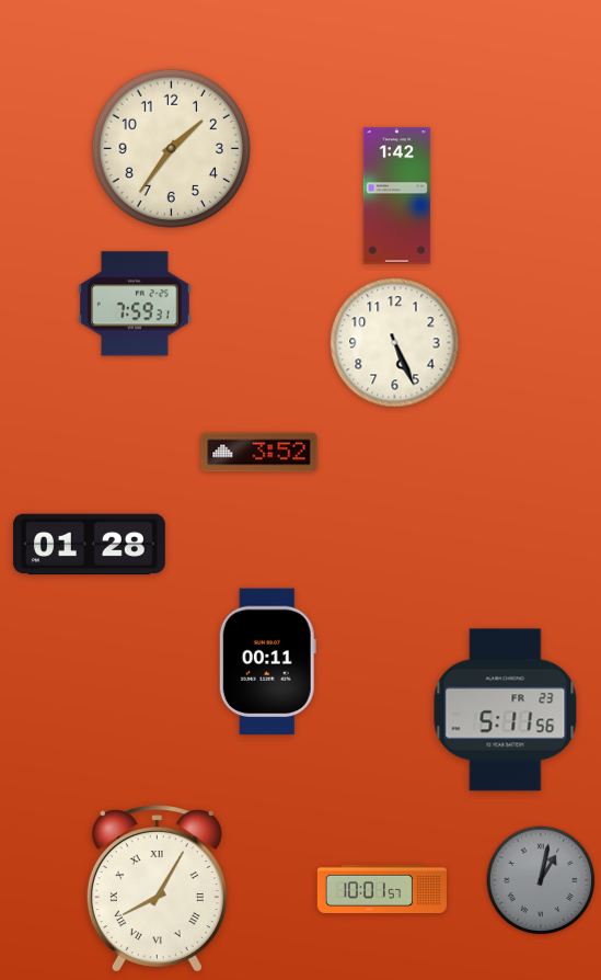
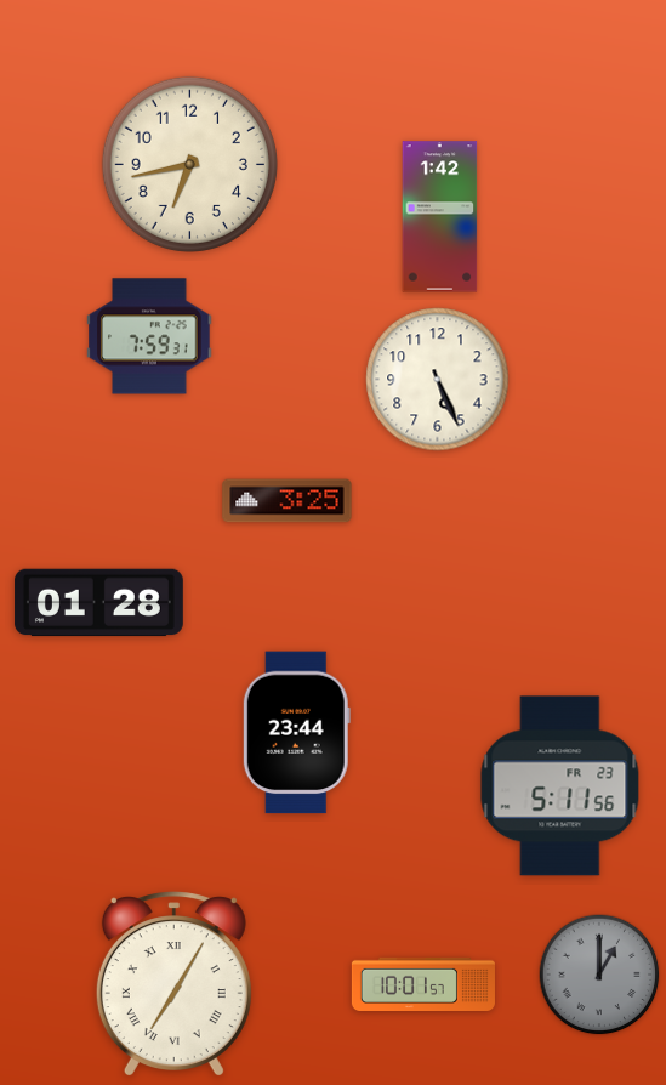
clock at (171, 148): 1:36 -> 6:43
clock at (259, 453): 3:52 -> 3:25
clock at (267, 662): 00:11 -> 23:44
clock at (541, 880): 1:02 -> 1:00
clock at (157, 888): 8:05 -> 7:05
